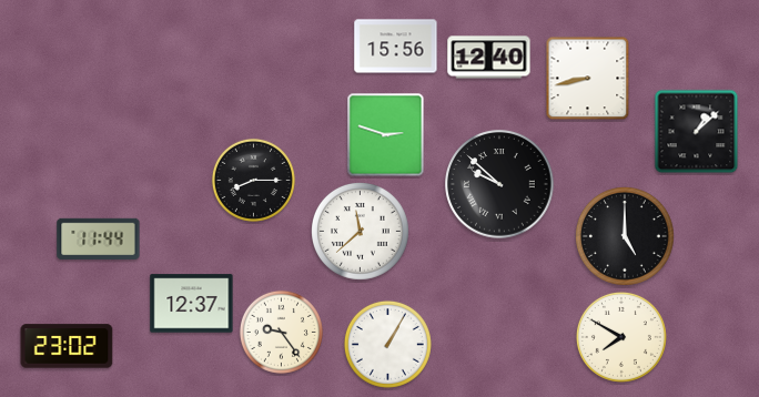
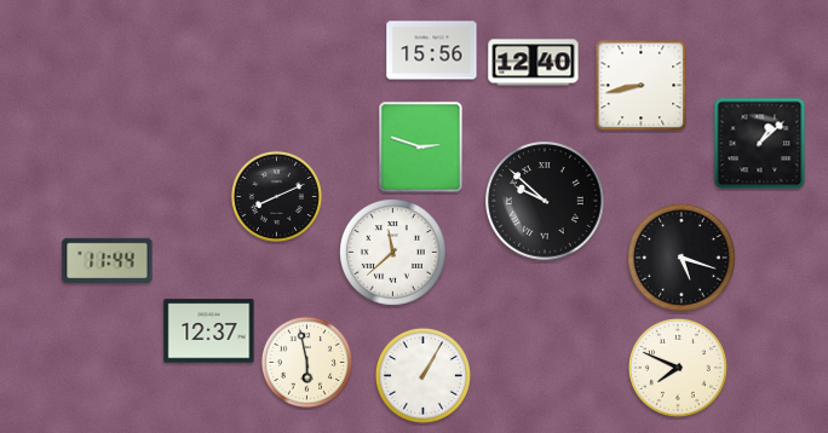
clock at (253, 180): 8:15 -> 8:11
clock at (626, 237): 5:00 -> 5:18
clock at (281, 332): 9:24 -> 5:58
clock at (621, 337): 7:50 -> 7:49
clock at (67, 346): 23:02 -> none
